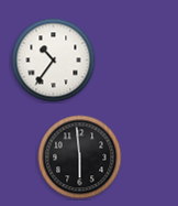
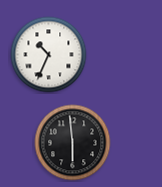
clock at (54, 61): 10:36 -> 10:34
